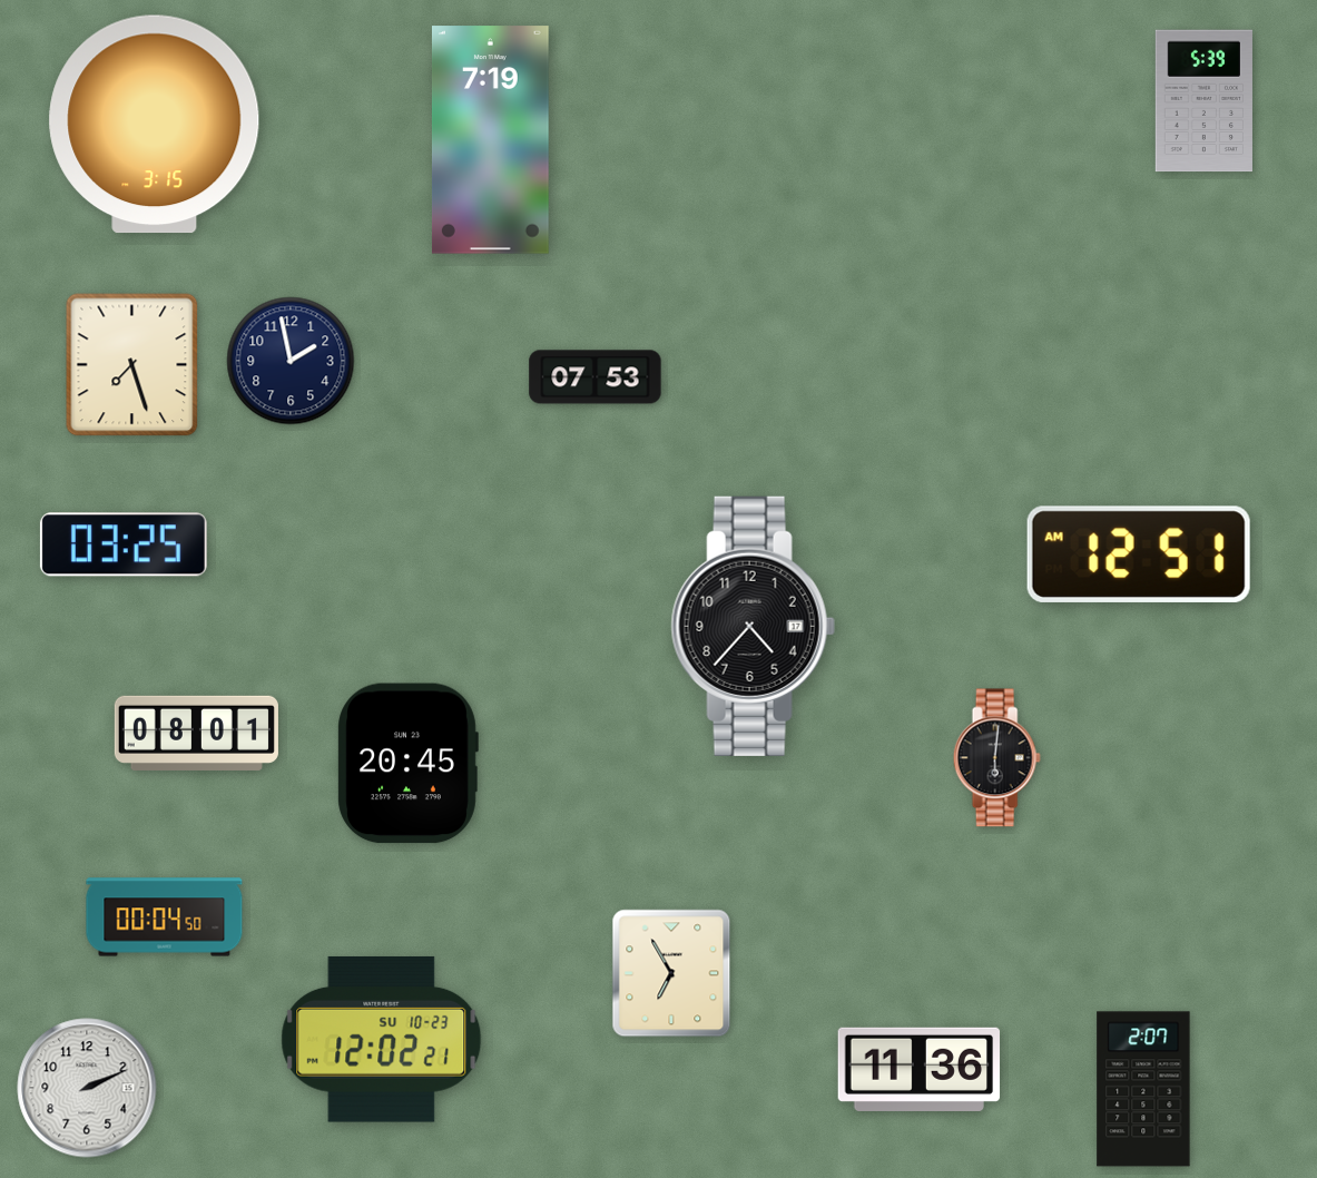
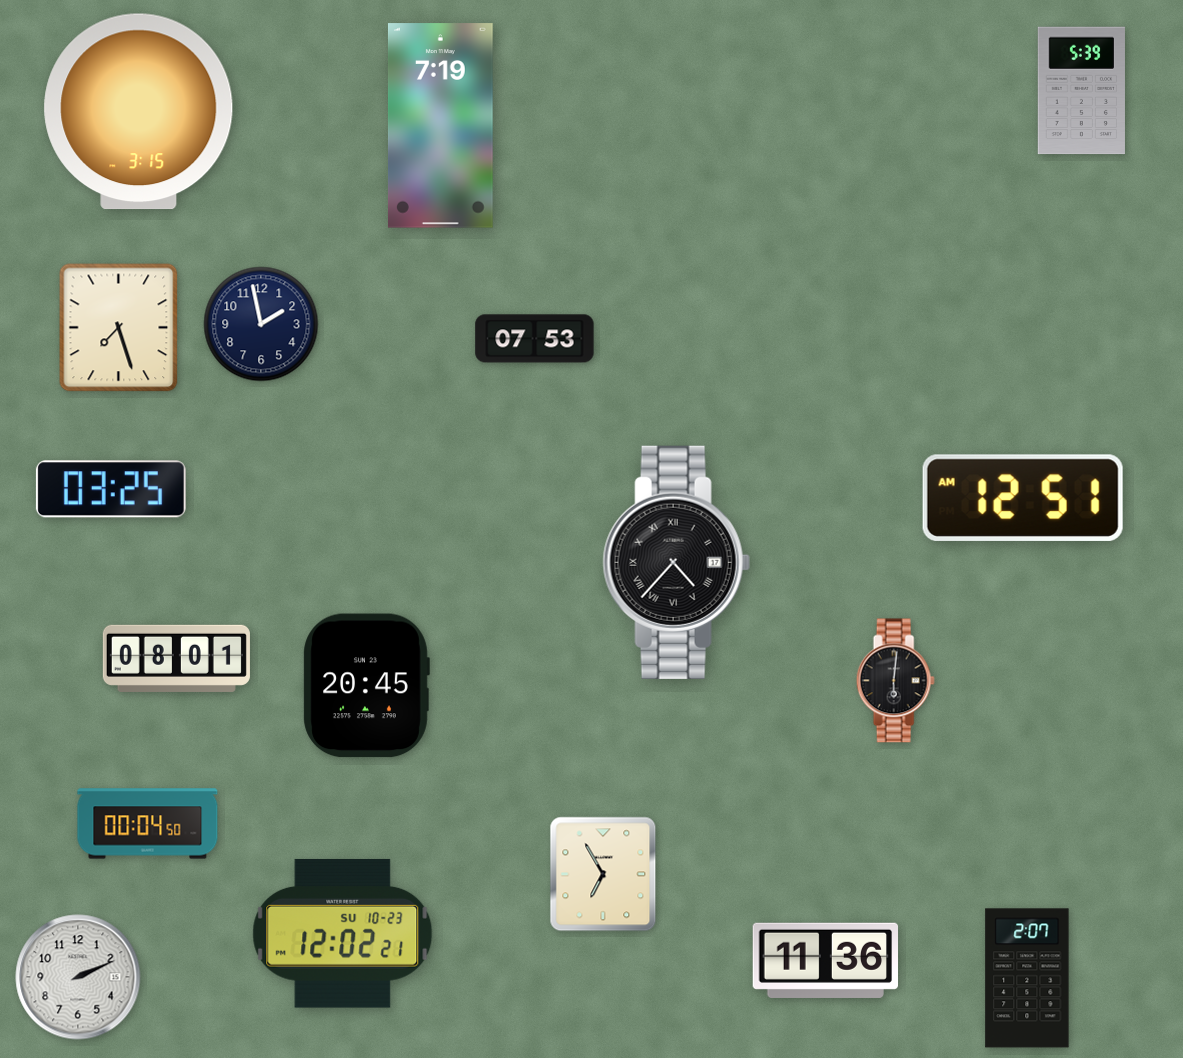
clock at (753, 626) numerals: Arabic -> Roman
